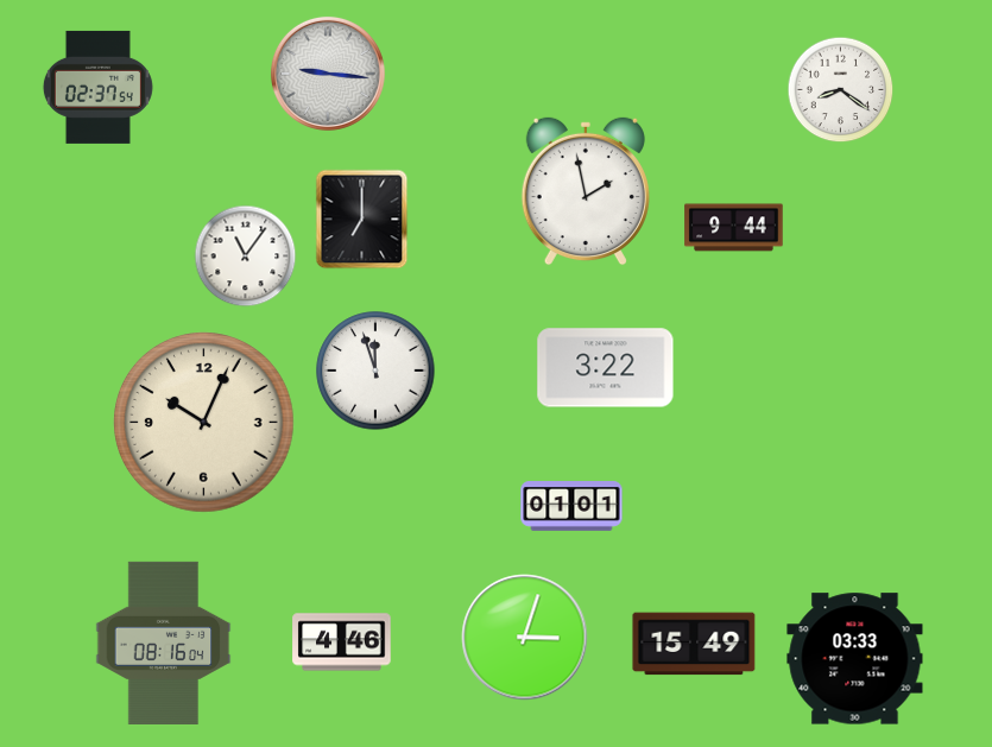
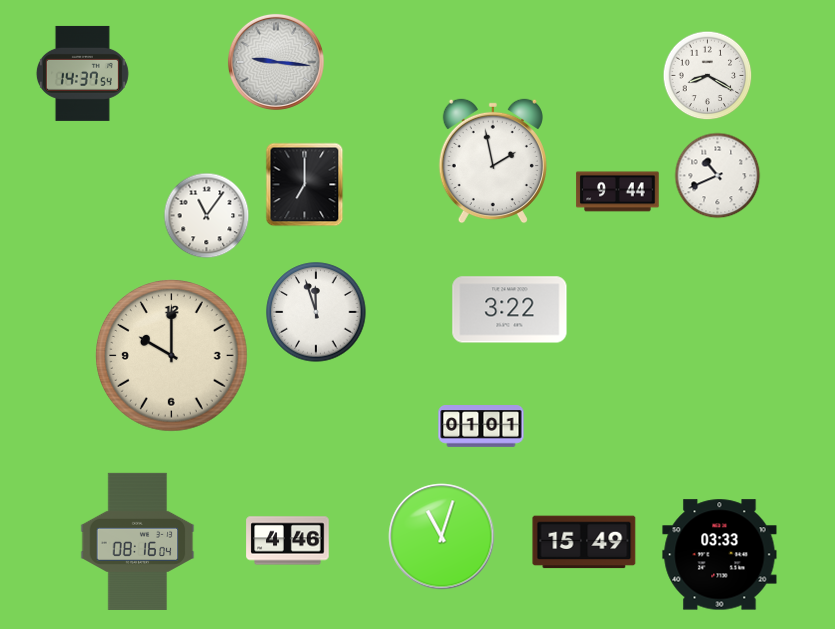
clock at (97, 87): 02:37 -> 14:37
clock at (841, 90): 8:21 -> 8:20
clock at (718, 176): none -> 10:41
clock at (204, 423): 10:04 -> 10:00
clock at (525, 638): 3:03 -> 11:03
